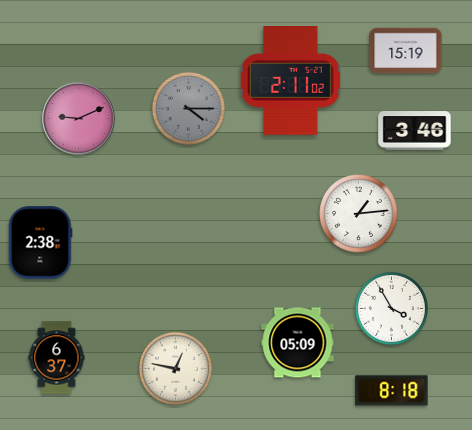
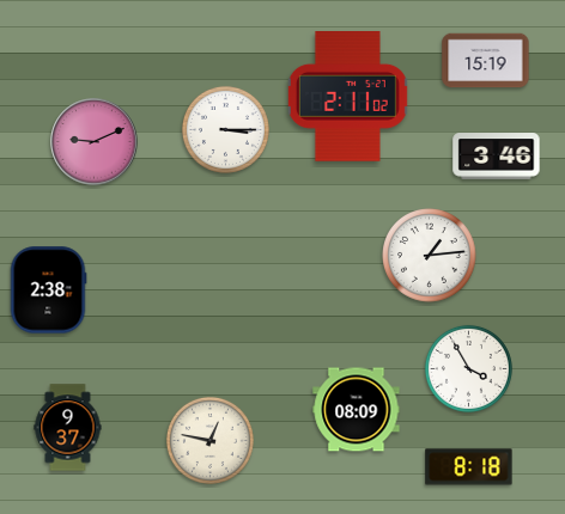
clock at (188, 108): 4:15 -> 3:15
clock at (188, 108) dial: grey -> white
clock at (298, 343): 05:09 -> 08:09
clock at (57, 358): 6:37 -> 9:37
